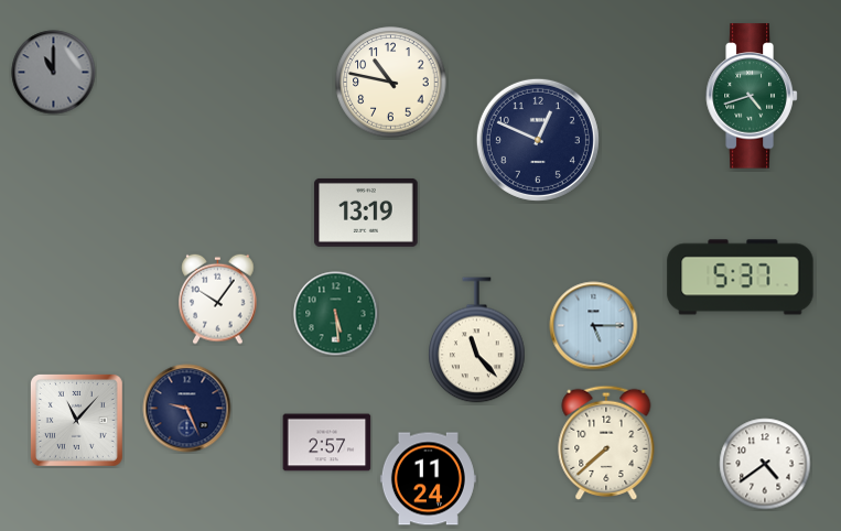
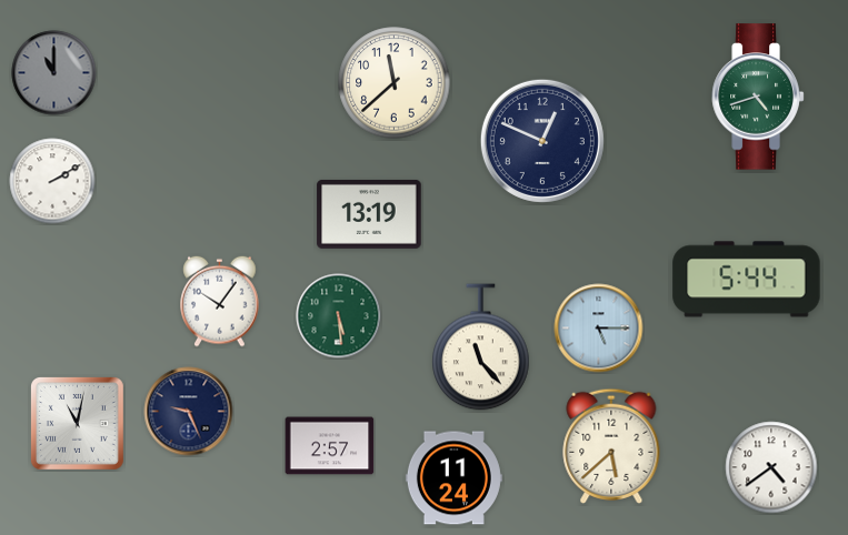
clock at (391, 83): 10:47 -> 11:38
clock at (52, 181): none -> 2:10
clock at (741, 278): 5:37 -> 5:44
clock at (477, 340) position: (477, 340) -> (481, 347)
clock at (76, 420): 11:07 -> 11:02
clock at (606, 443): 7:38 -> 5:38
clock at (428, 479) position: (428, 479) -> (453, 478)
